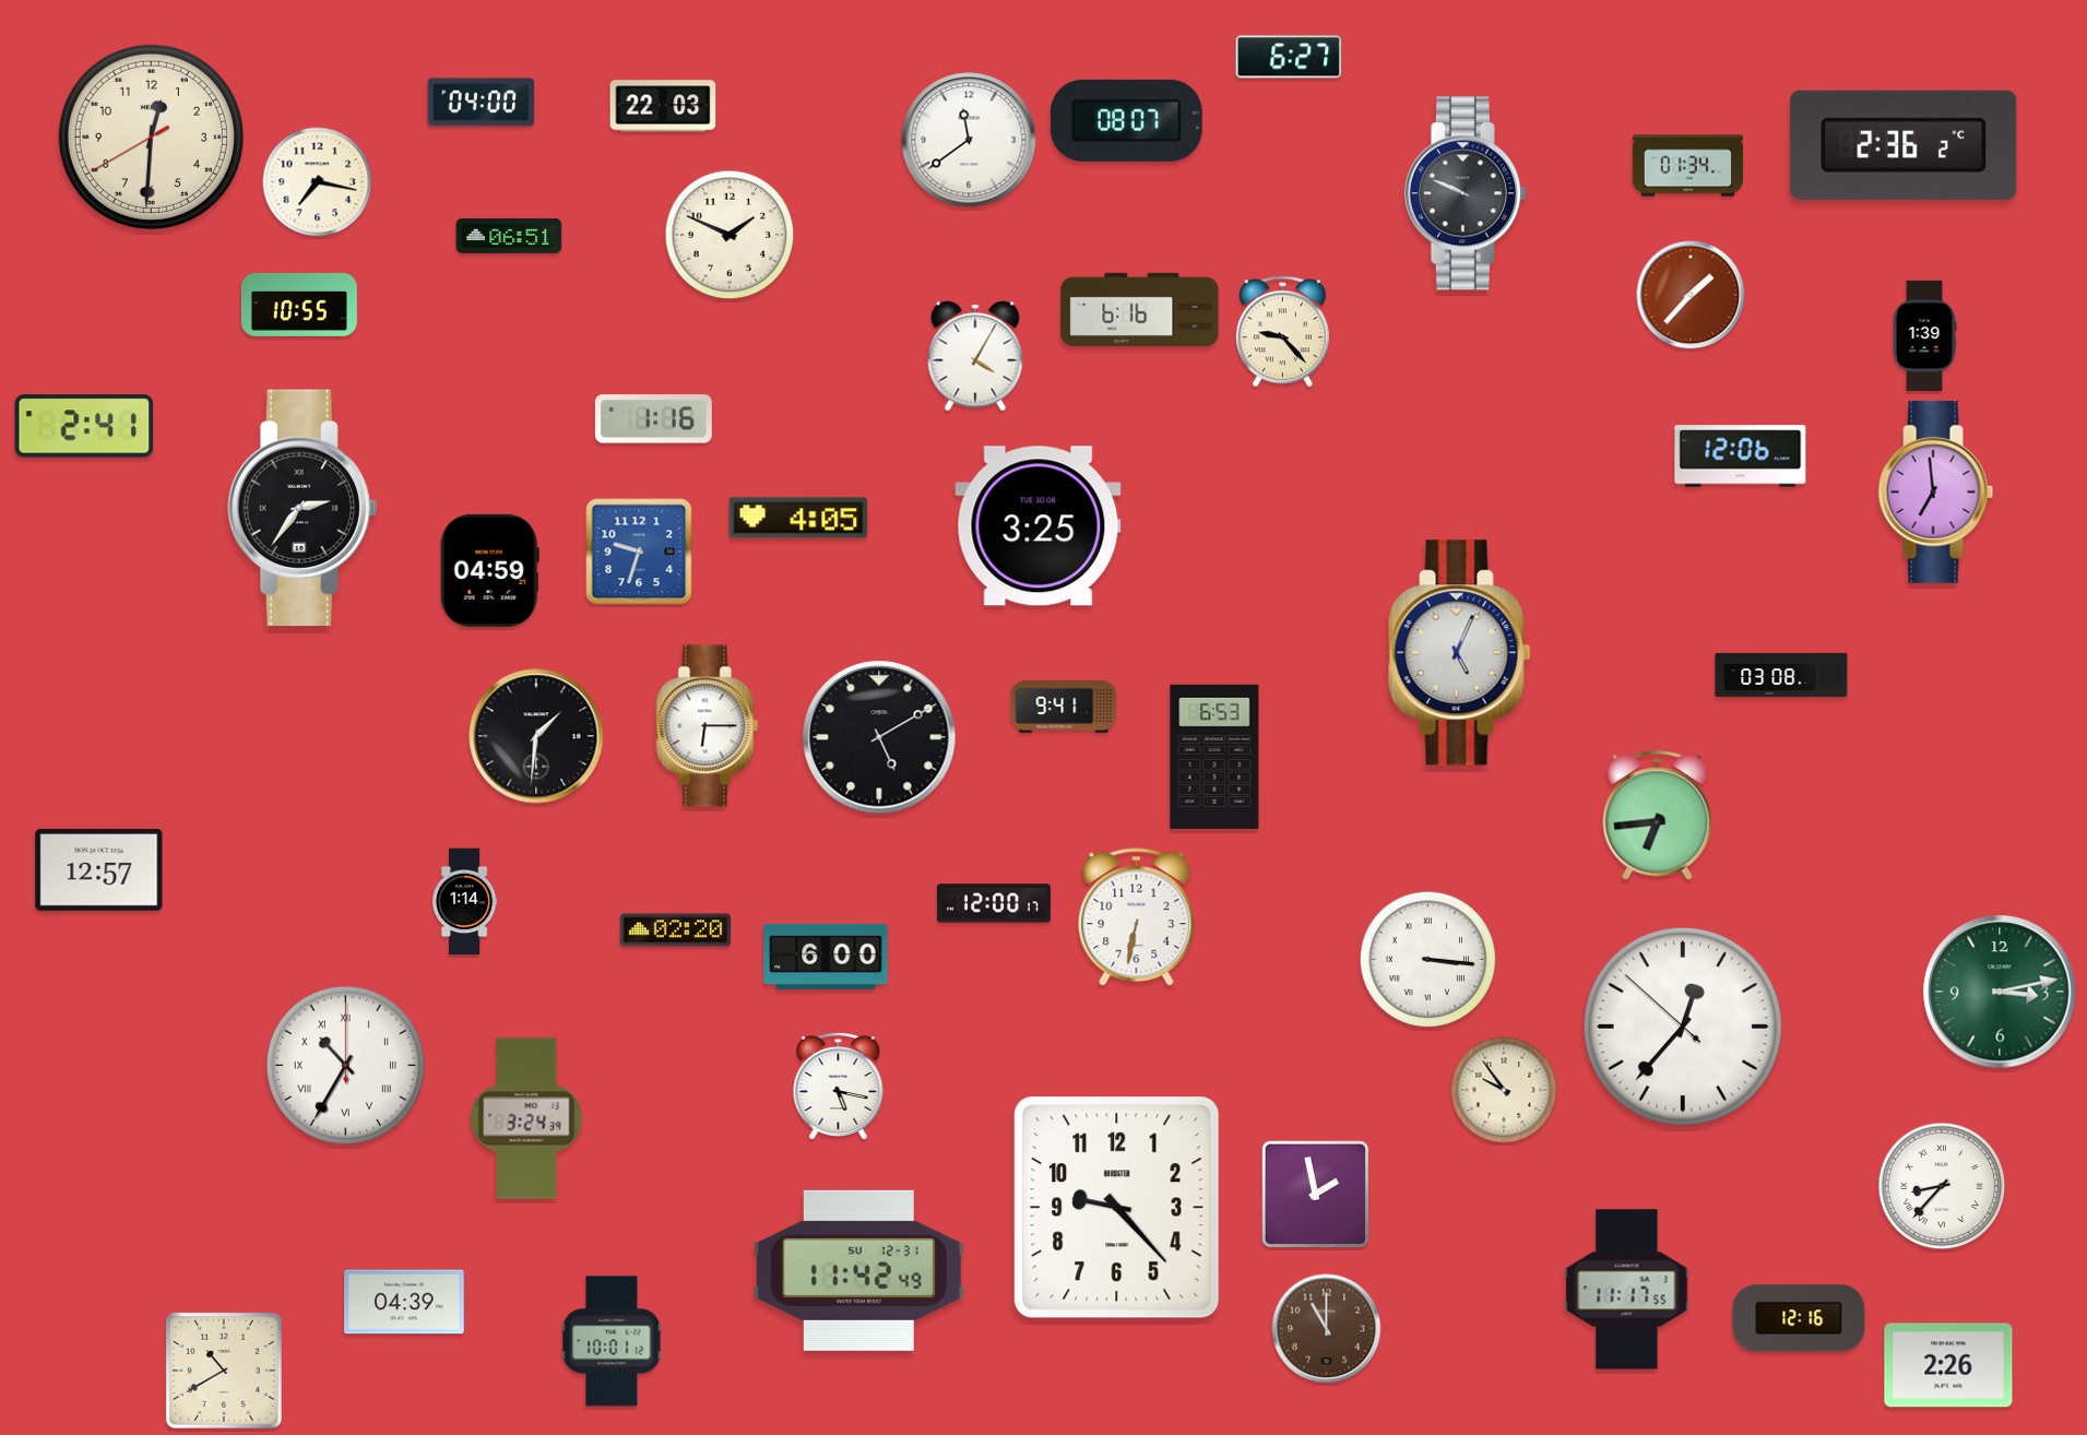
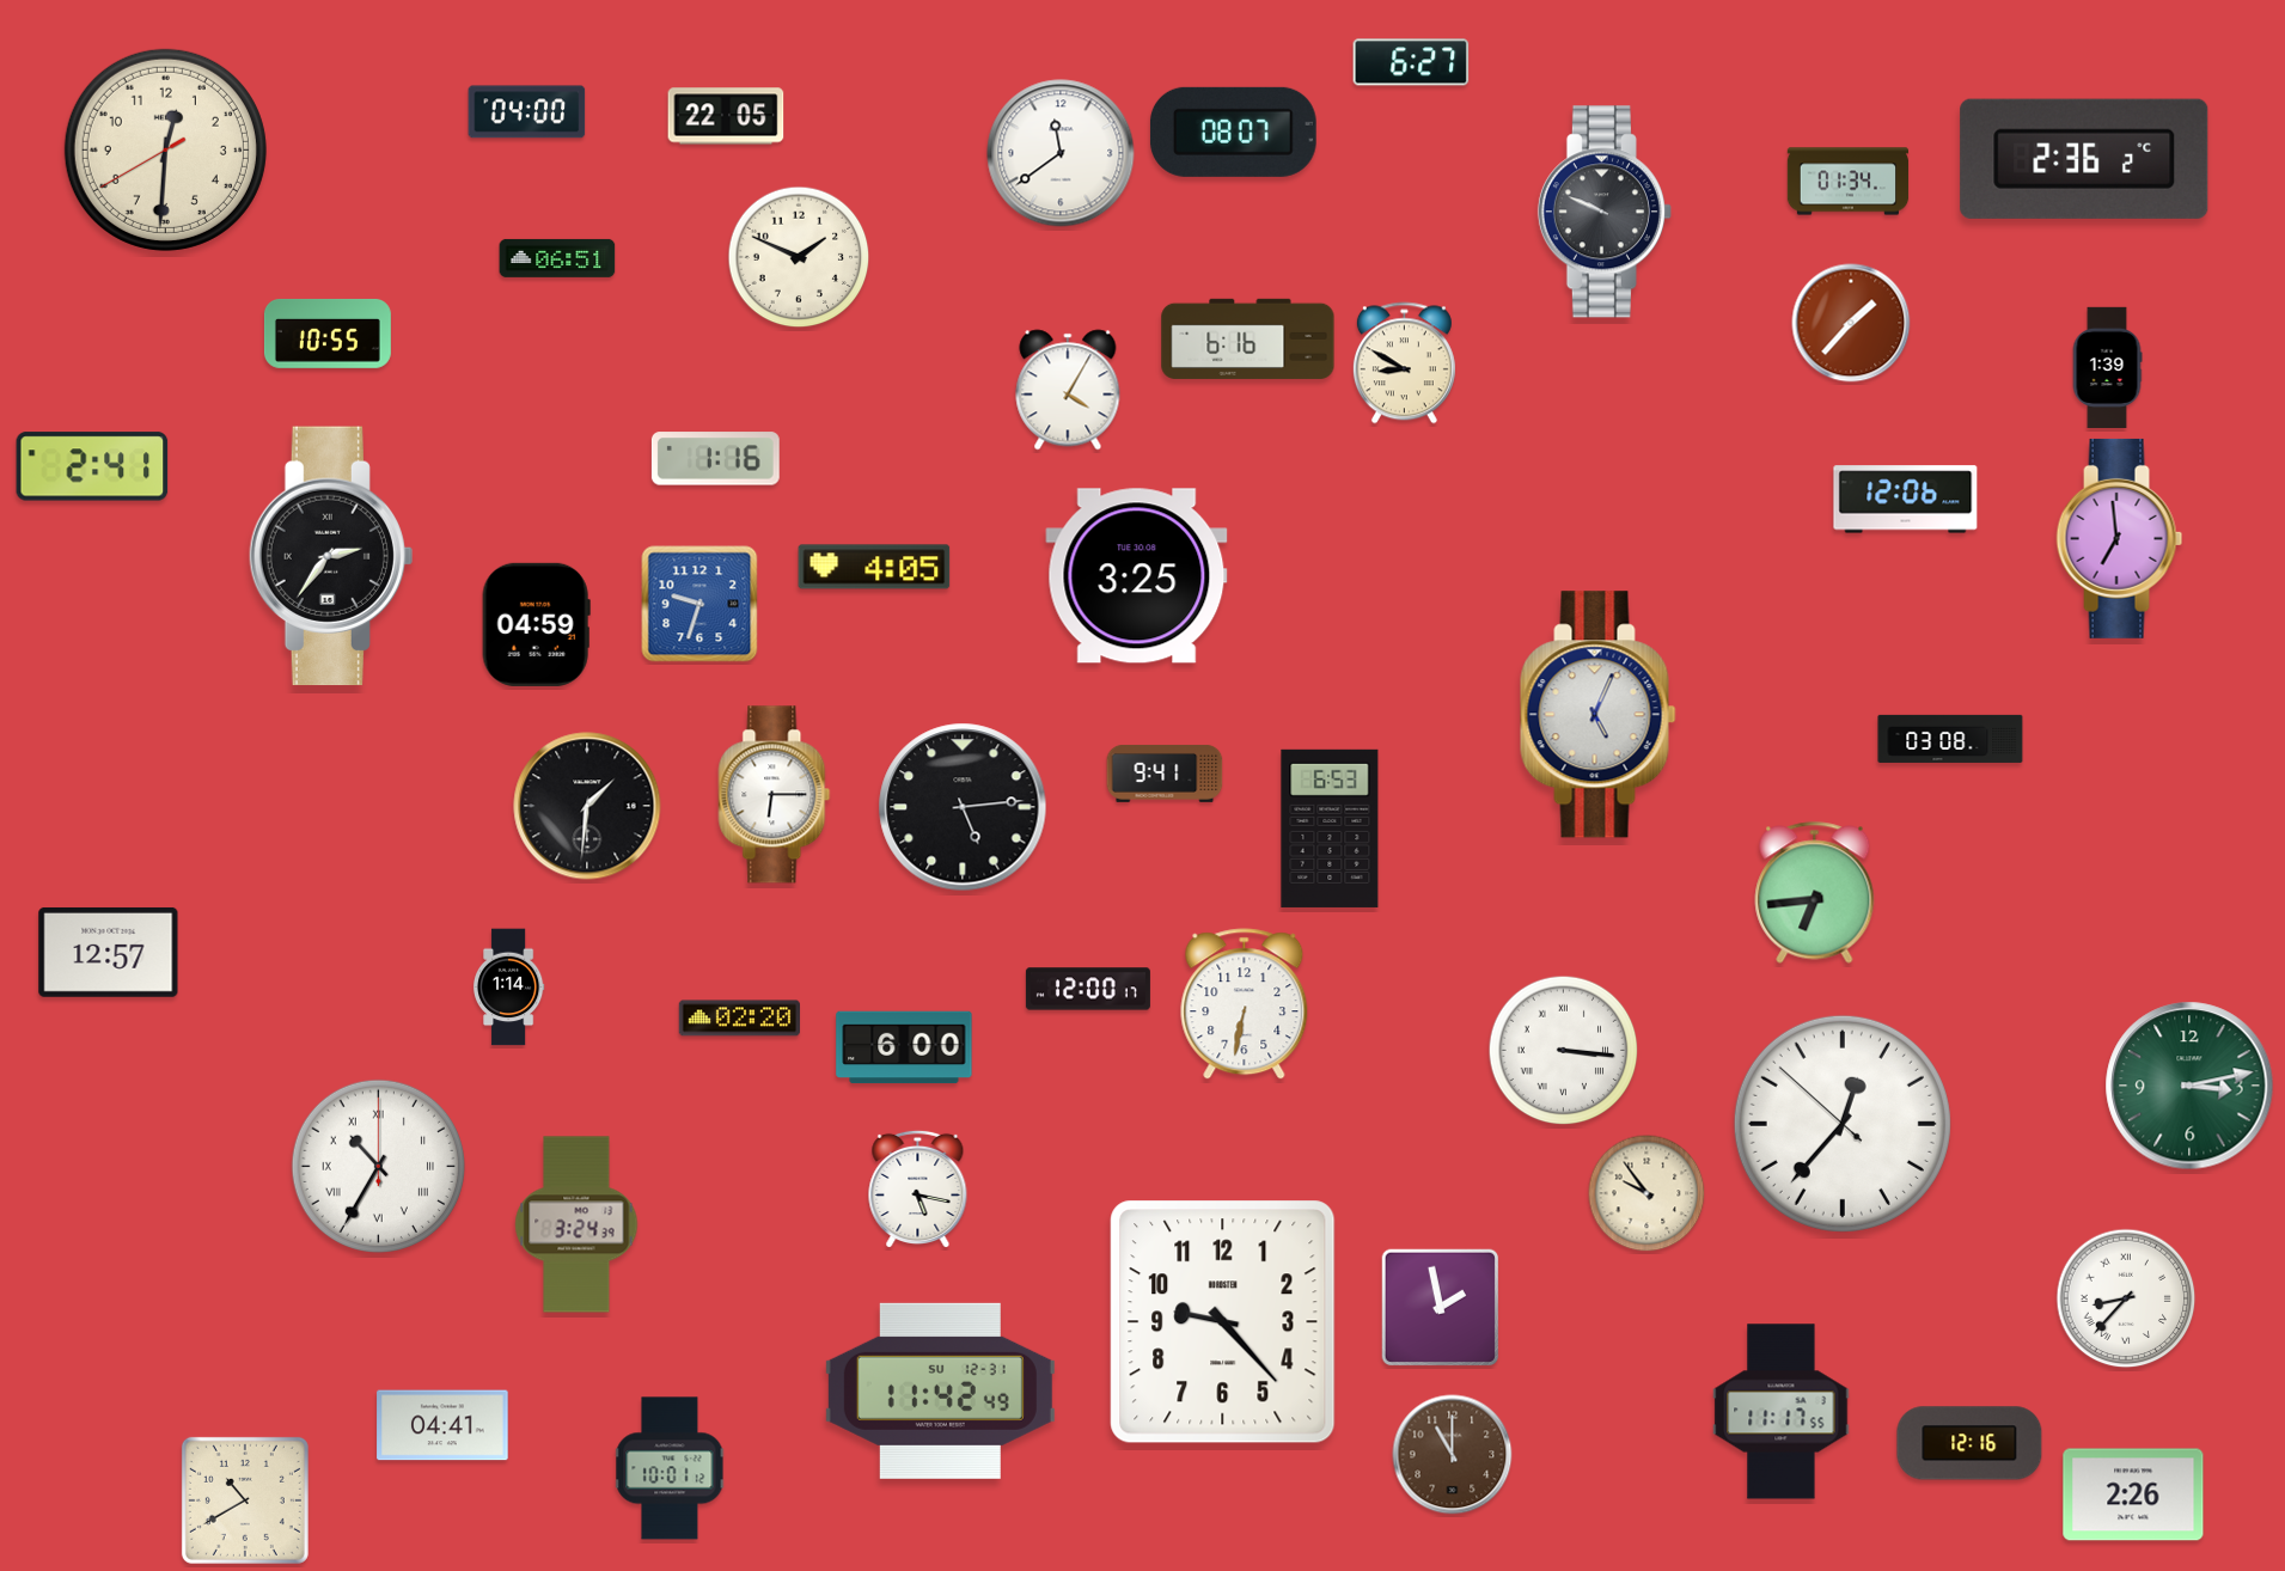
clock at (663, 106): 22:03 -> 22:05
clock at (318, 182): 7:17 -> none
clock at (1282, 332): 9:23 -> 8:50
clock at (879, 737): 5:10 -> 5:14
clock at (404, 1302): 04:39 -> 04:41
